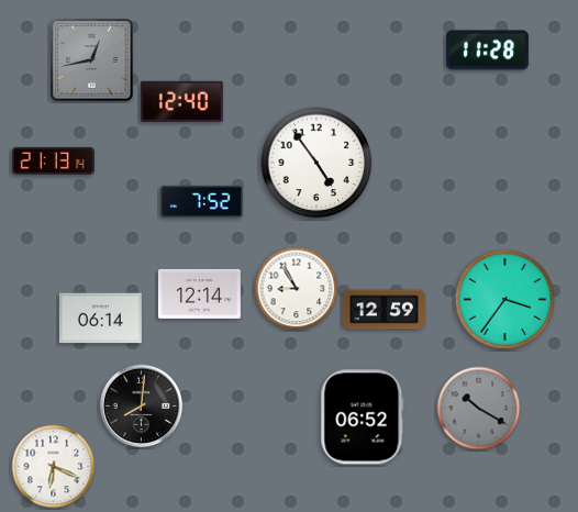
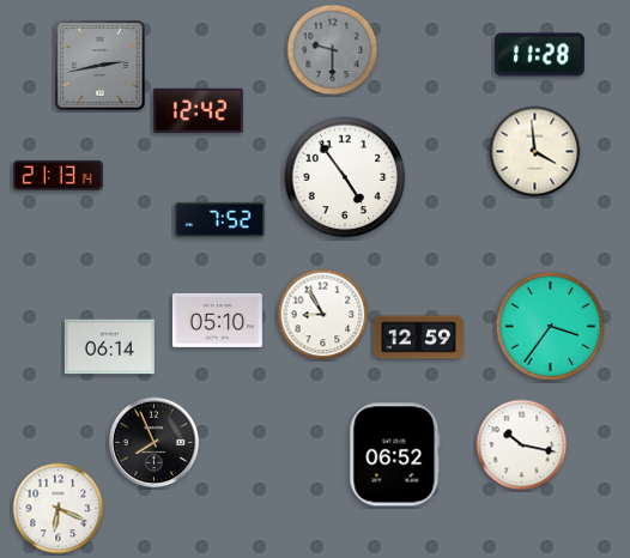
clock at (333, 50): none -> 9:30
clock at (487, 51) position: (487, 51) -> (539, 55)
clock at (92, 60): 12:43 -> 2:43
clock at (181, 101): 12:40 -> 12:42
clock at (535, 152): none -> 3:59
clock at (199, 293): 12:14 -> 05:10
clock at (142, 407): 8:01 -> 7:56
clock at (479, 409): 10:20 -> 10:17
clock at (479, 409) dial: grey -> white
